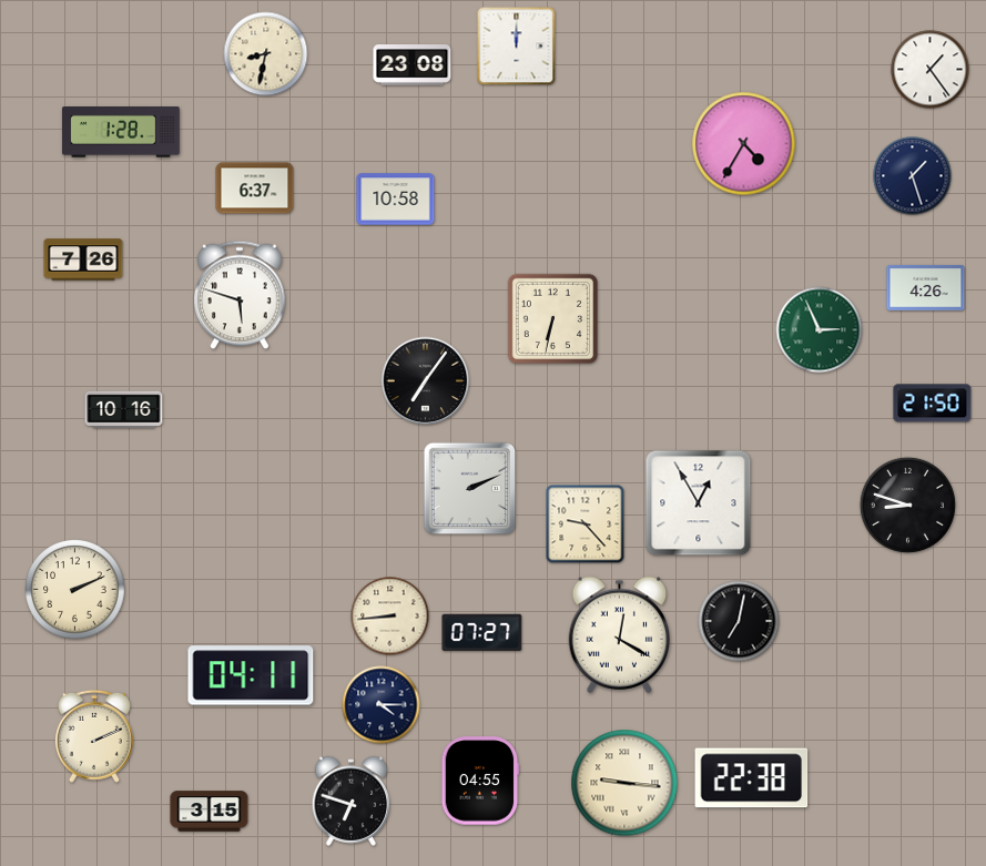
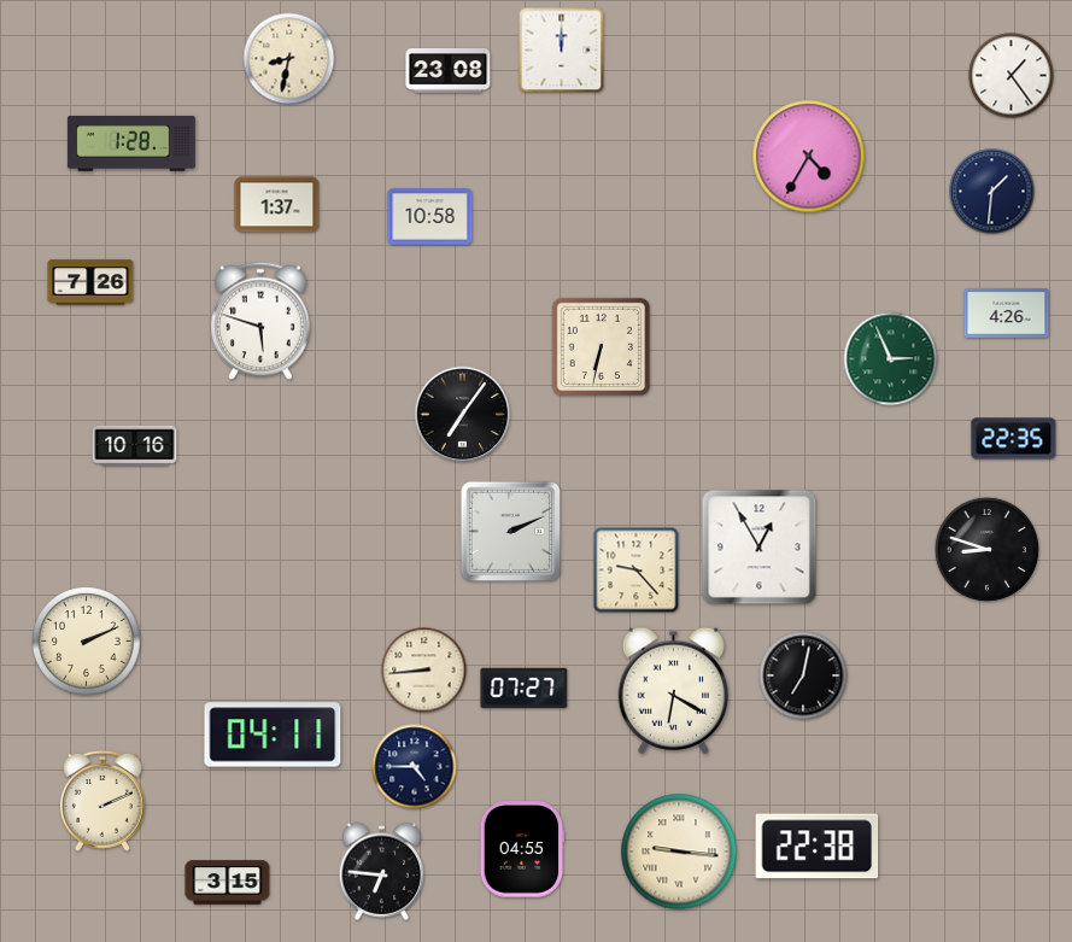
clock at (913, 176): 1:27 -> 1:31
clock at (255, 189): 6:37 -> 1:37
clock at (933, 404): 21:50 -> 22:35
clock at (75, 590) position: (75, 590) -> (87, 642)
clock at (620, 634): 12:20 -> 6:20
clock at (382, 705): 4:15 -> 4:45
clock at (352, 801): 6:48 -> 6:46
